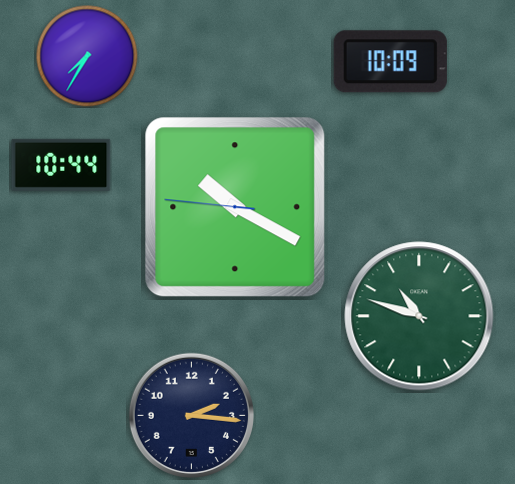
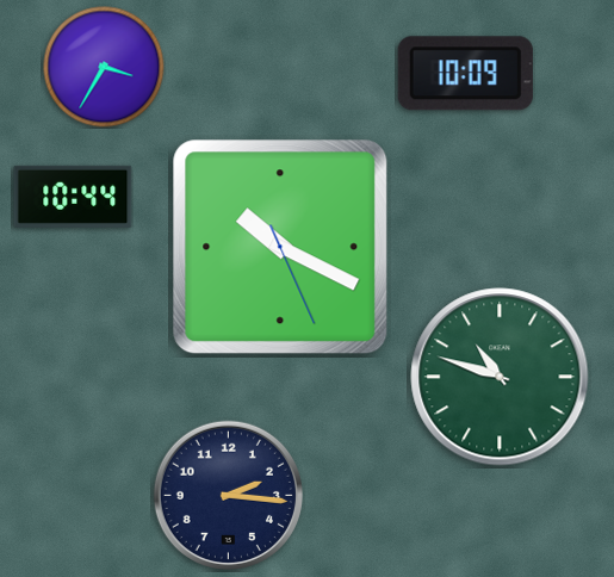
clock at (87, 56): 7:35 -> 3:35
clock at (235, 207): 10:19:46 -> 10:19:26
